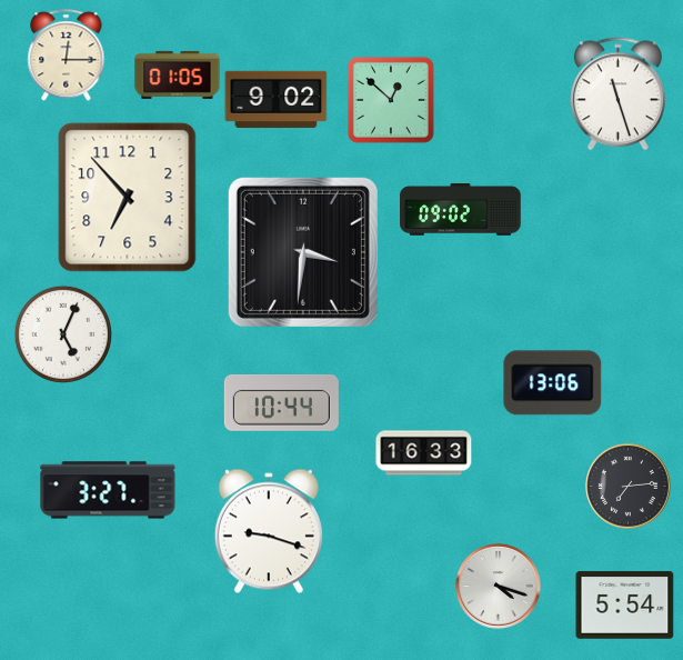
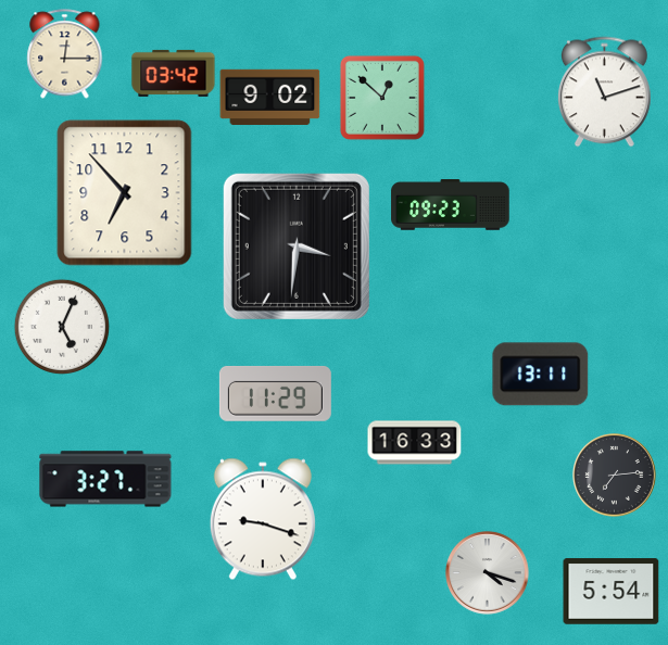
clock at (178, 74): 01:05 -> 03:42
clock at (617, 94): 11:27 -> 11:12
clock at (461, 210): 09:02 -> 09:23
clock at (553, 383): 13:06 -> 13:11
clock at (281, 402): 10:44 -> 11:29
